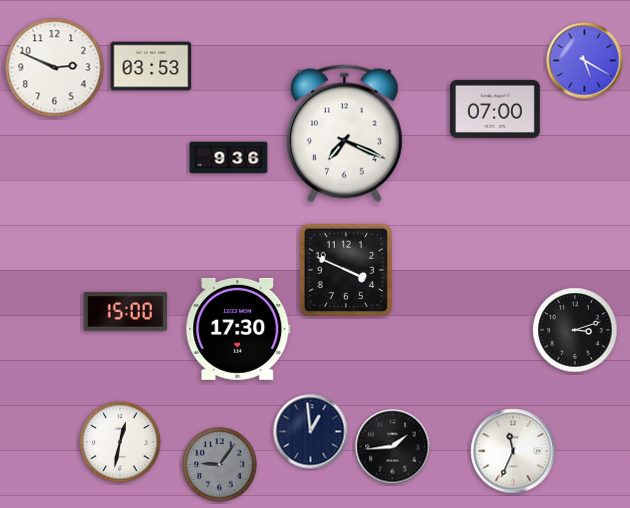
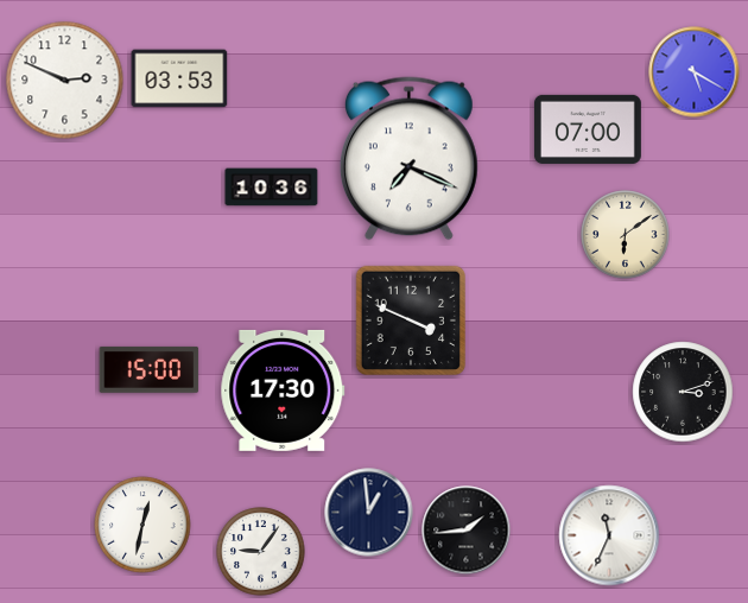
clock at (229, 158): 9:36 -> 10:36
clock at (626, 235): none -> 6:09
clock at (220, 465) dial: grey -> white
